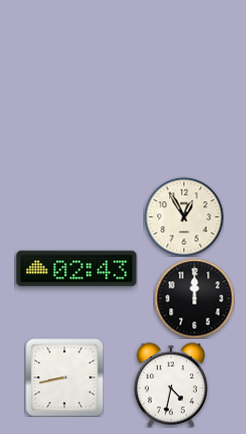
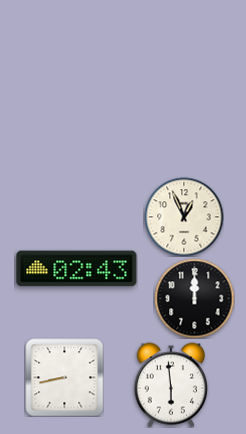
clock at (184, 217): 12:55 -> 12:56
clock at (170, 385): 4:32 -> 5:59
